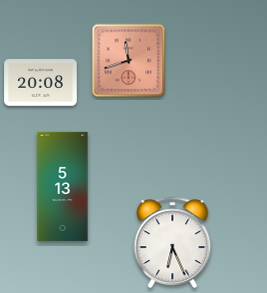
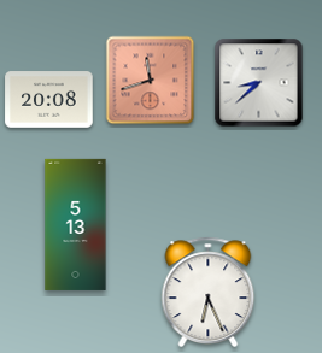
clock at (129, 61) position: (129, 61) -> (151, 81)
clock at (259, 83): none -> 8:38
